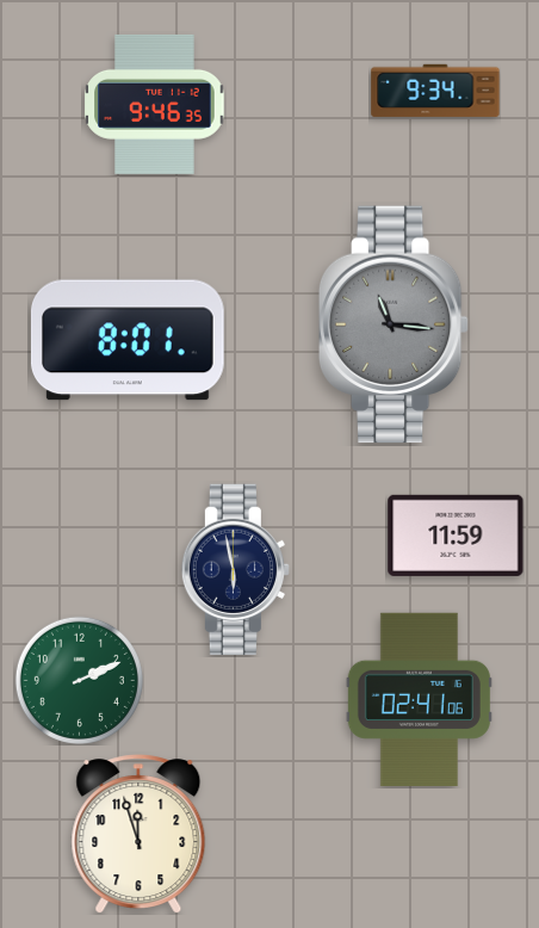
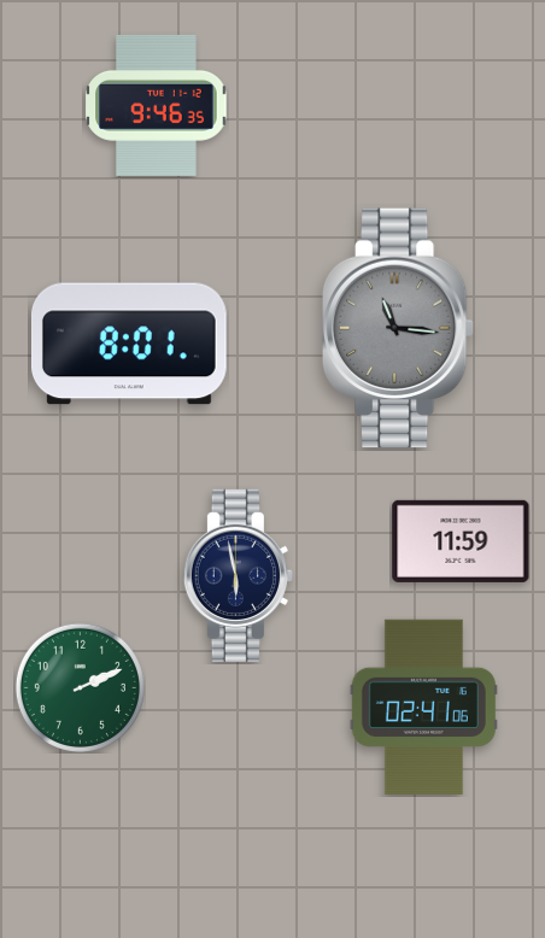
clock at (435, 91): 9:34 -> none
clock at (138, 834): 11:57 -> none
